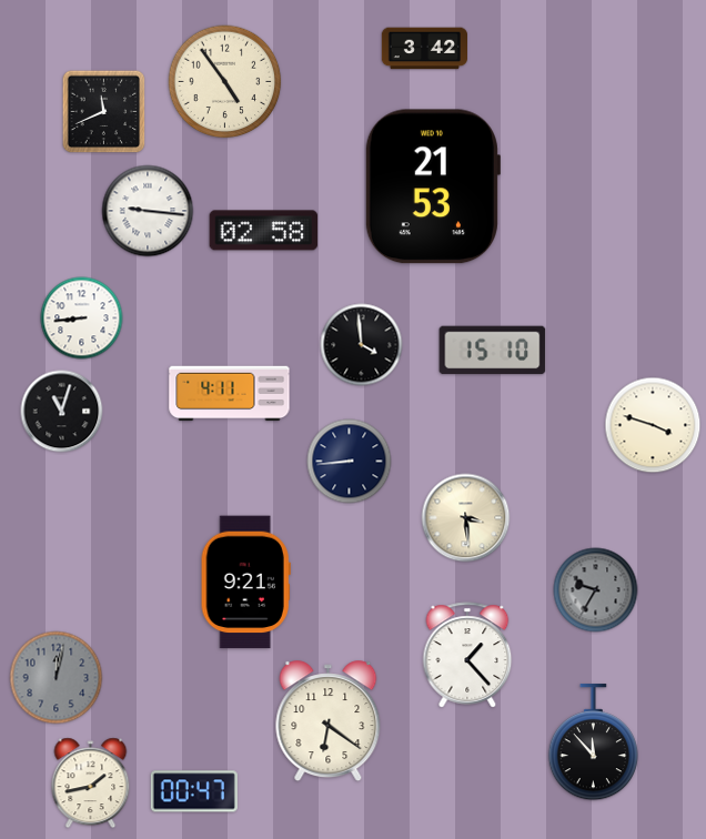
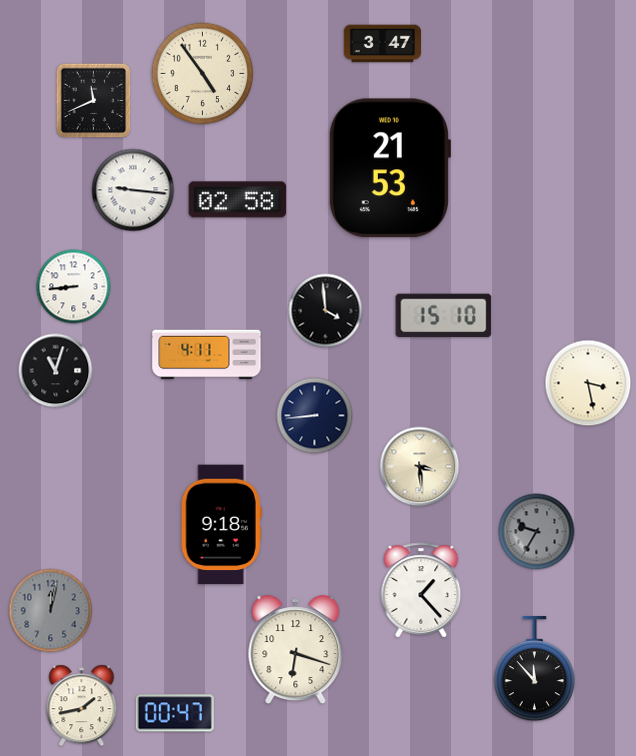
clock at (424, 49): 3:42 -> 3:47
clock at (264, 231) position: (264, 231) -> (238, 200)
clock at (653, 425): 3:48 -> 3:28
clock at (245, 583): 9:21 -> 9:18
clock at (329, 721): 6:21 -> 6:18
